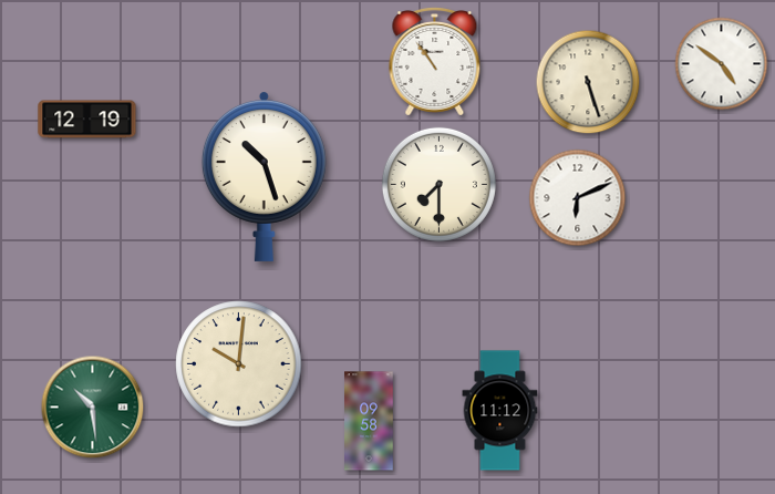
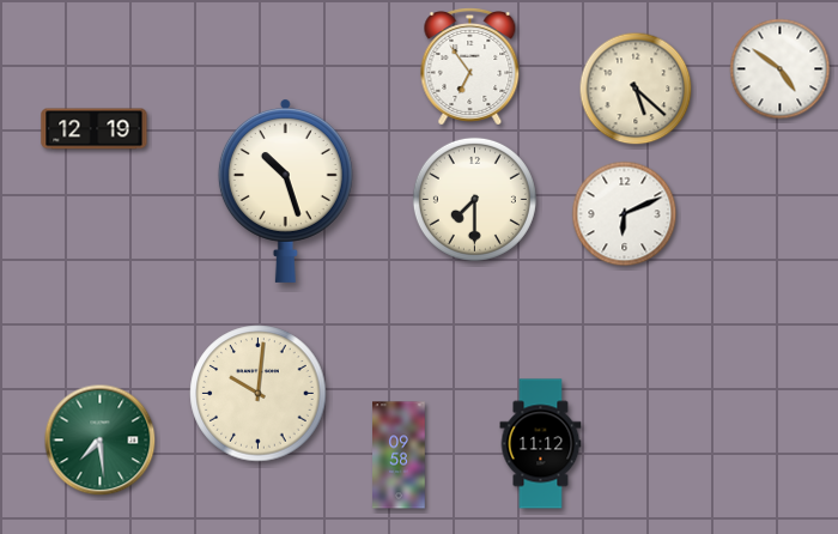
clock at (435, 62): 10:54 -> 6:54
clock at (588, 82): 5:27 -> 5:22
clock at (93, 408): 10:29 -> 7:29
